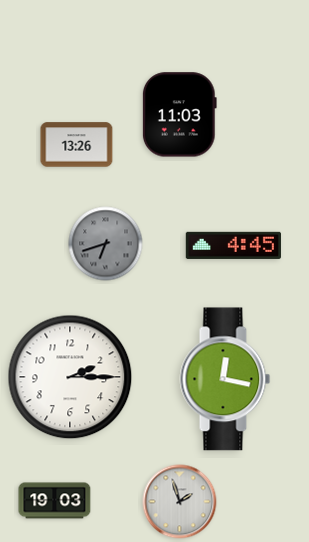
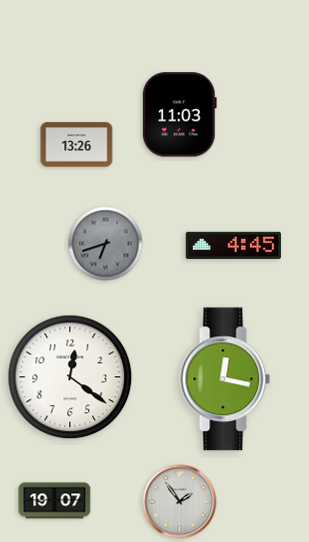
clock at (70, 377): 2:15 -> 12:21
clock at (55, 501): 19:03 -> 19:07
clock at (180, 502): 1:57 -> 1:54
